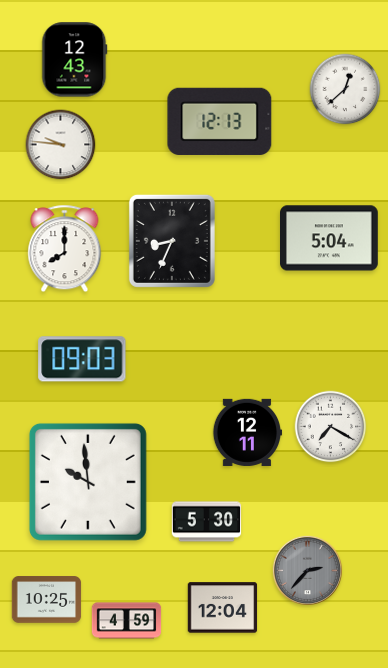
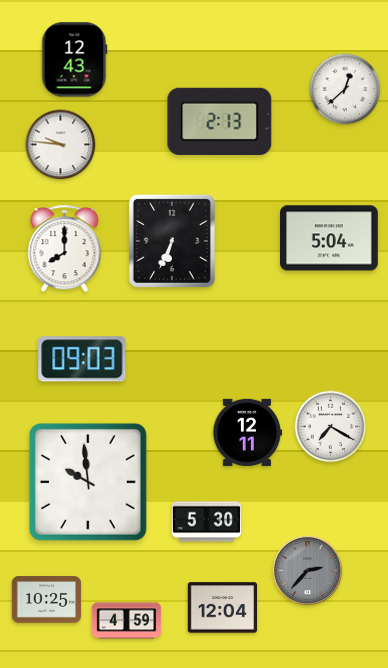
clock at (220, 121): 12:13 -> 2:13
clock at (172, 241): 8:34 -> 6:34
